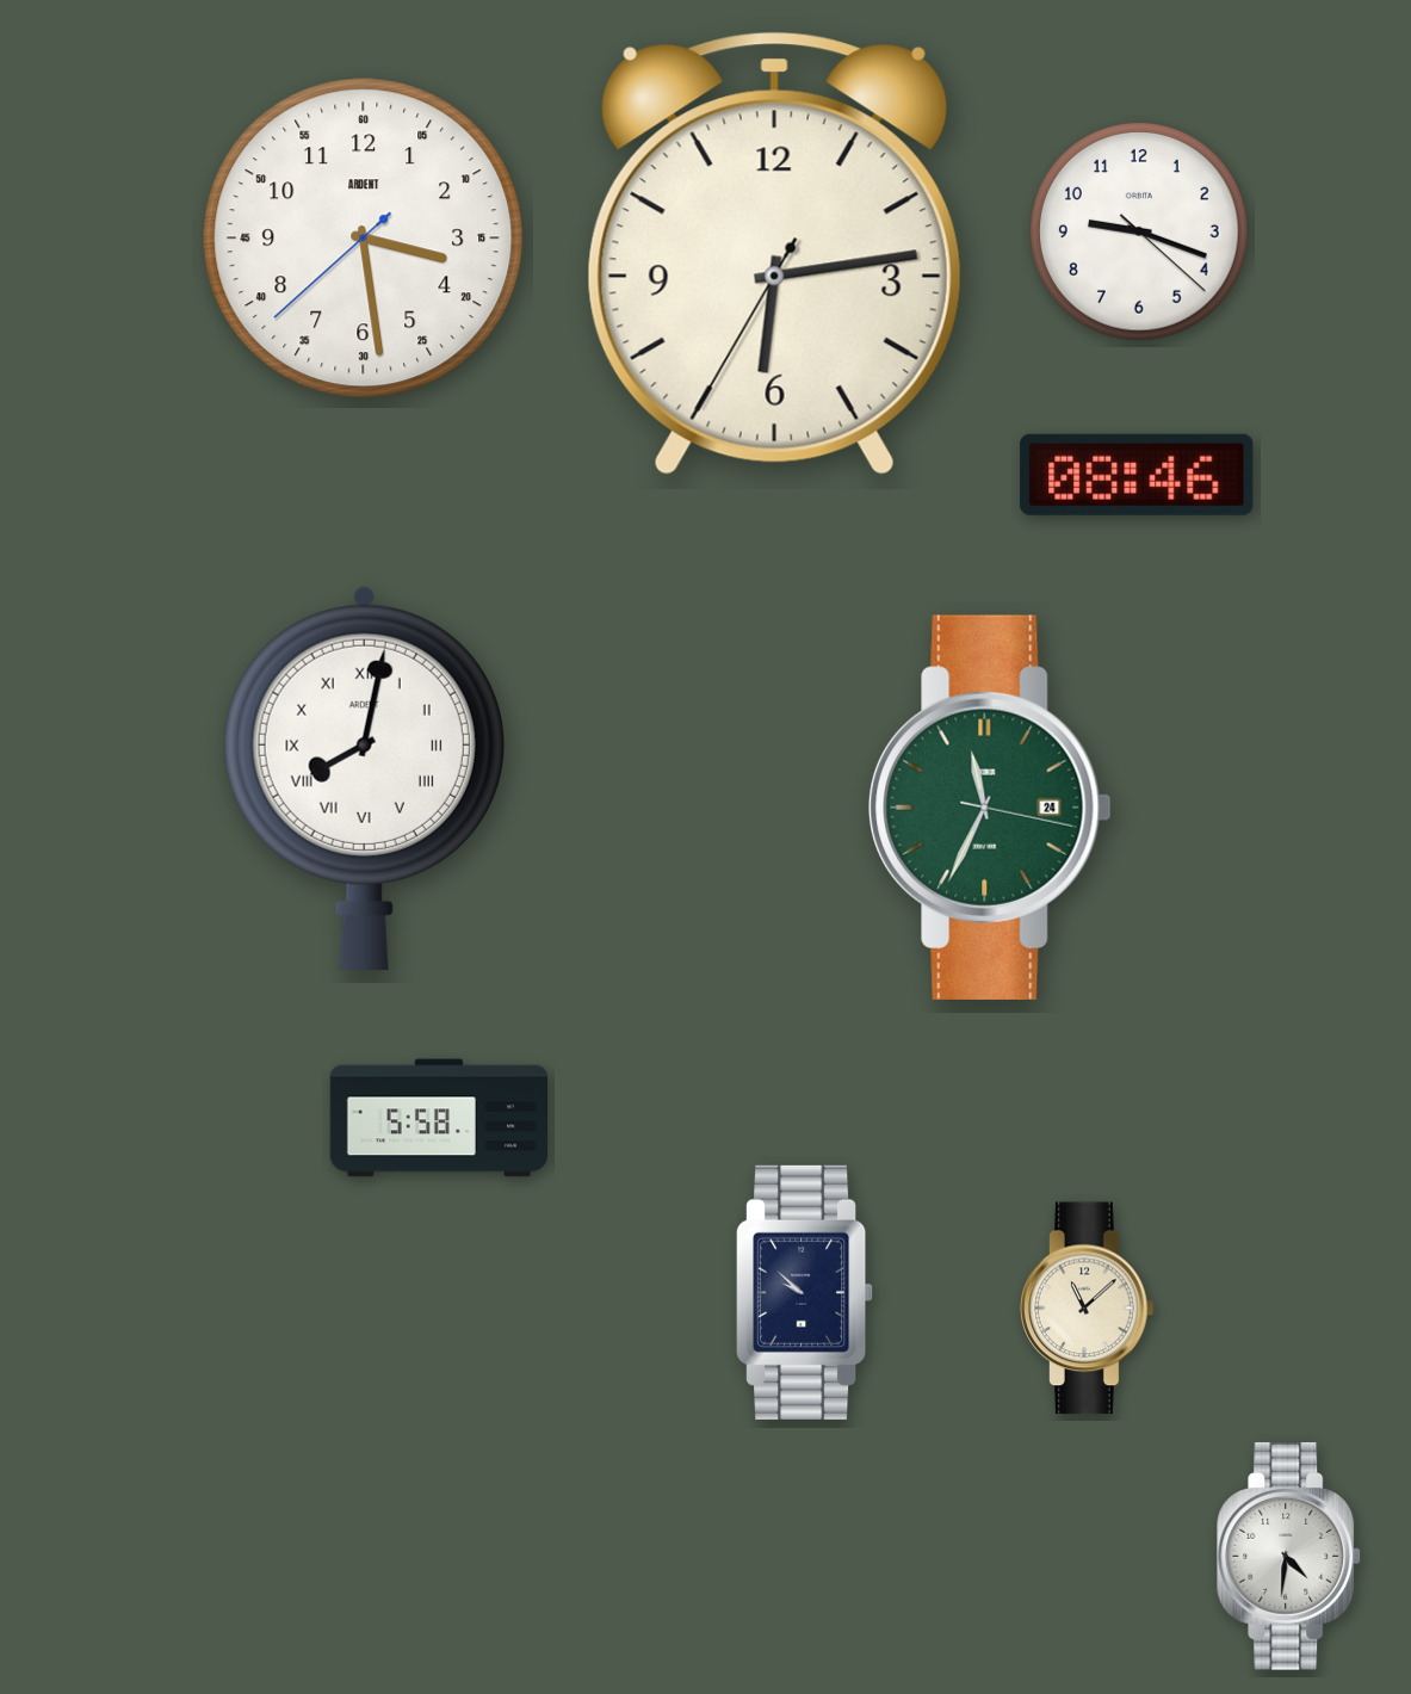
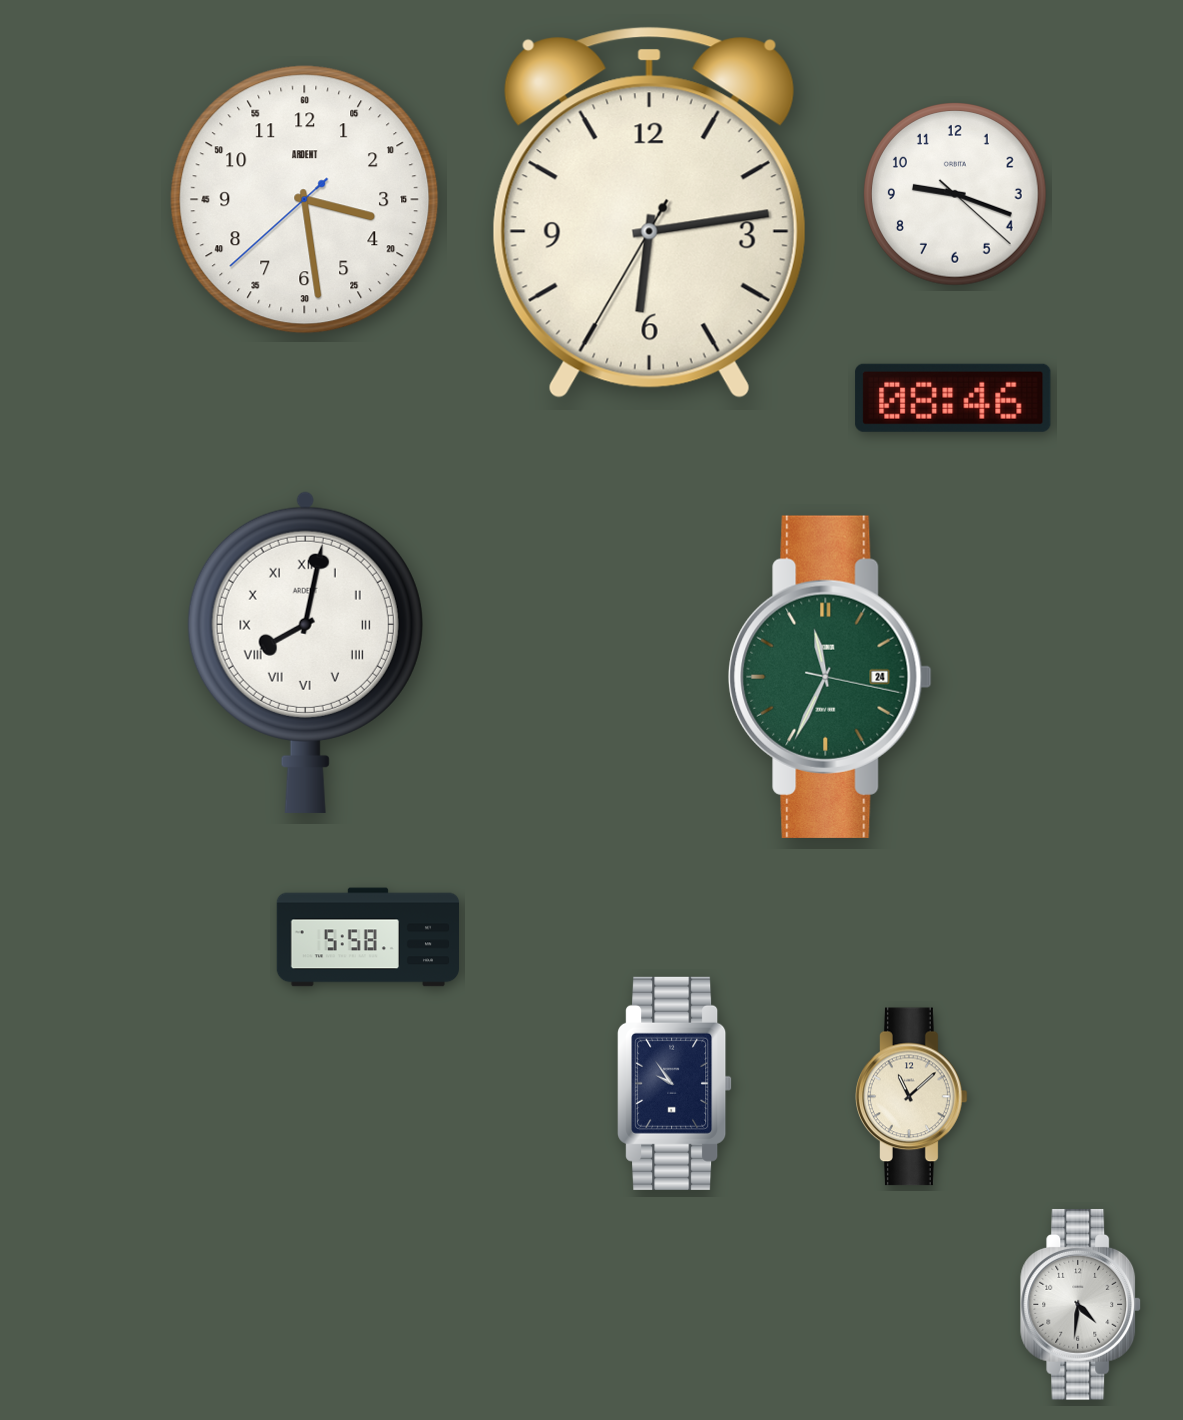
clock at (805, 1292): 9:52 -> 9:54
